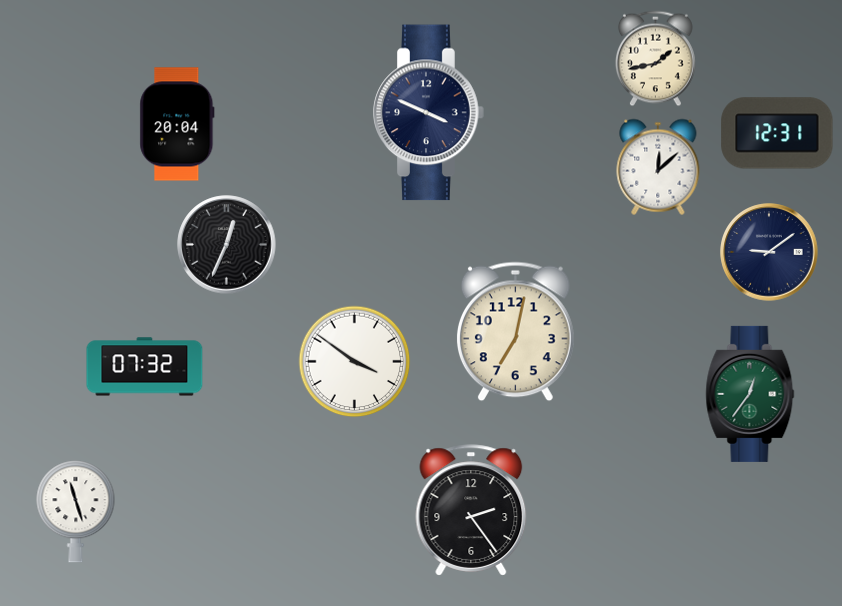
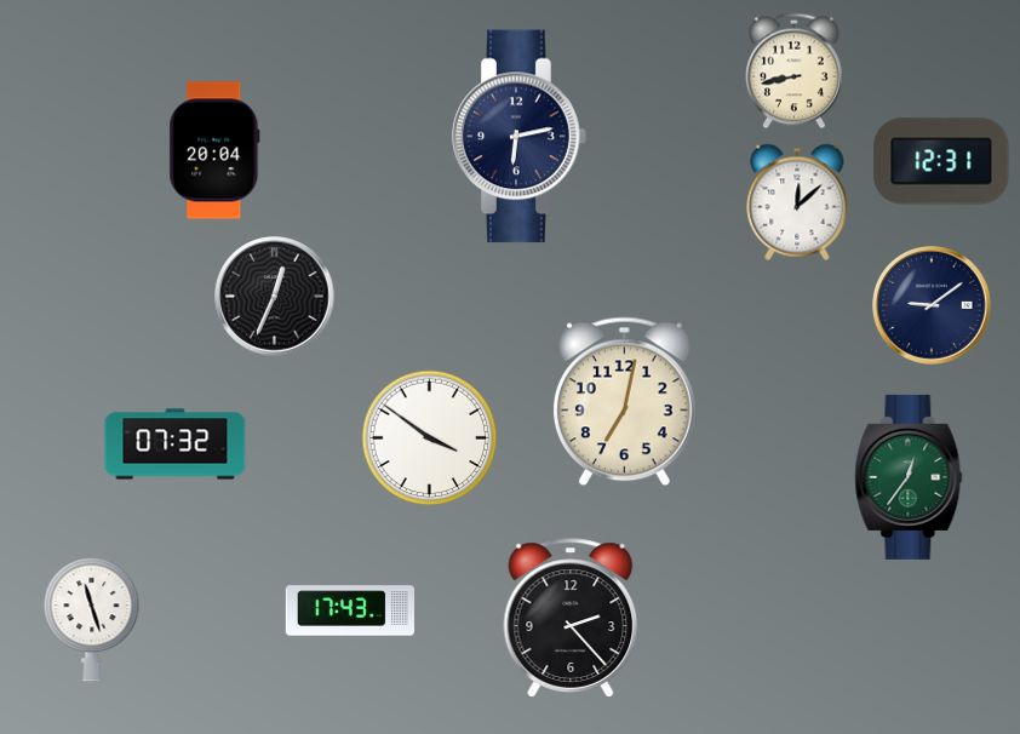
clock at (656, 59): 1:43 -> 8:43
clock at (429, 113): 3:49 -> 6:13
clock at (349, 610): none -> 17:43
clock at (471, 510): 2:24 -> 2:23
